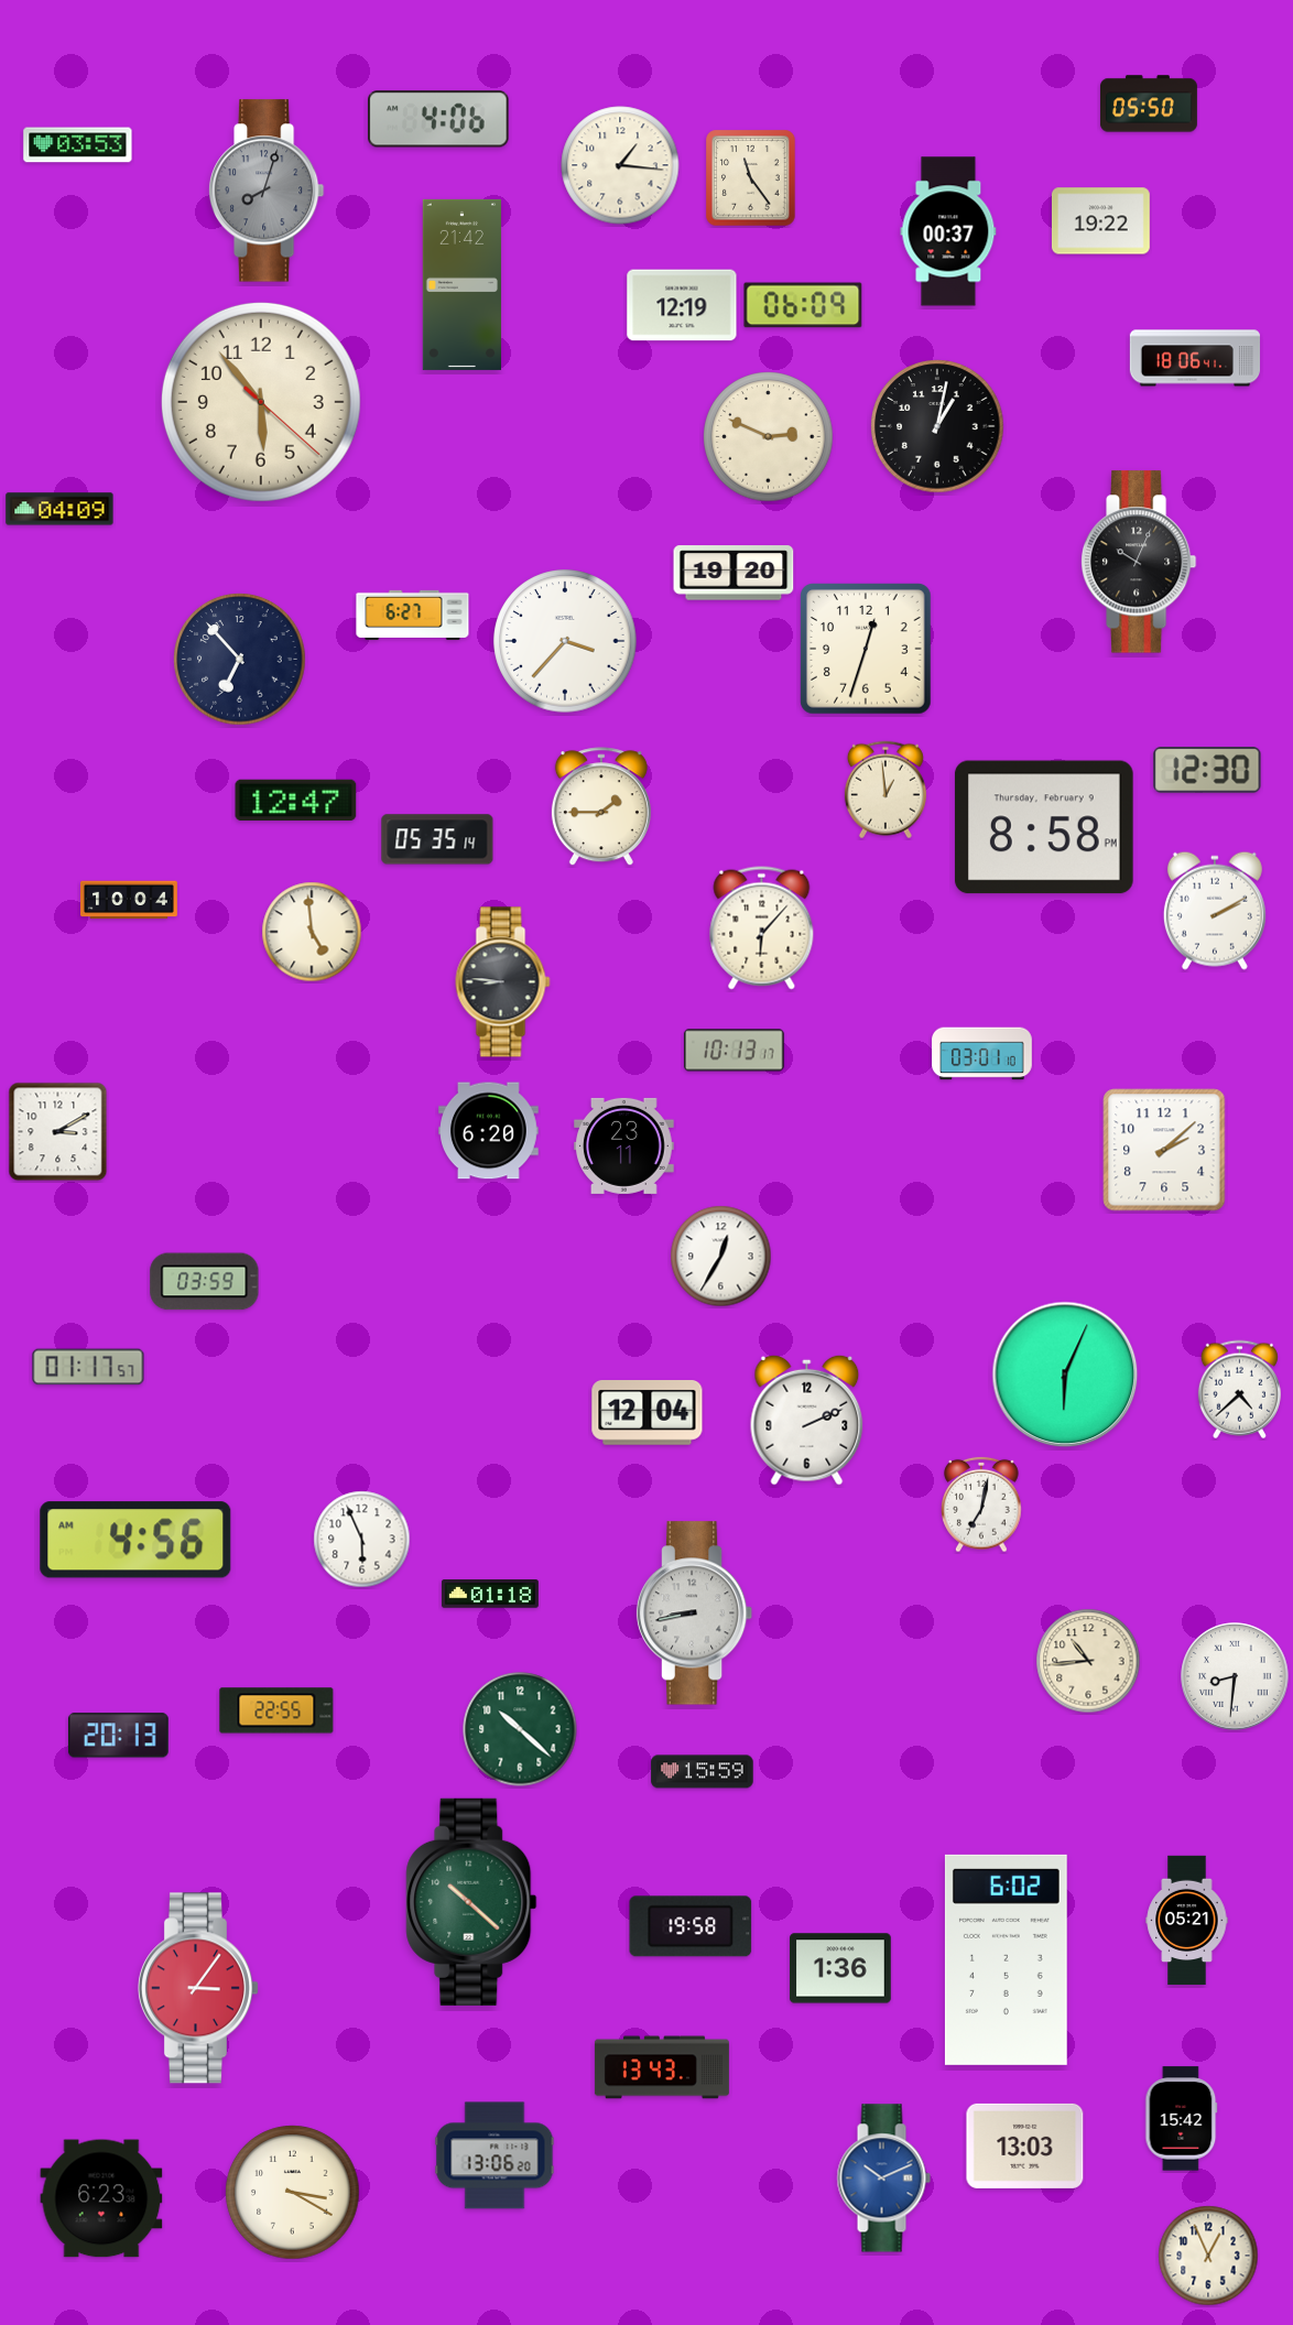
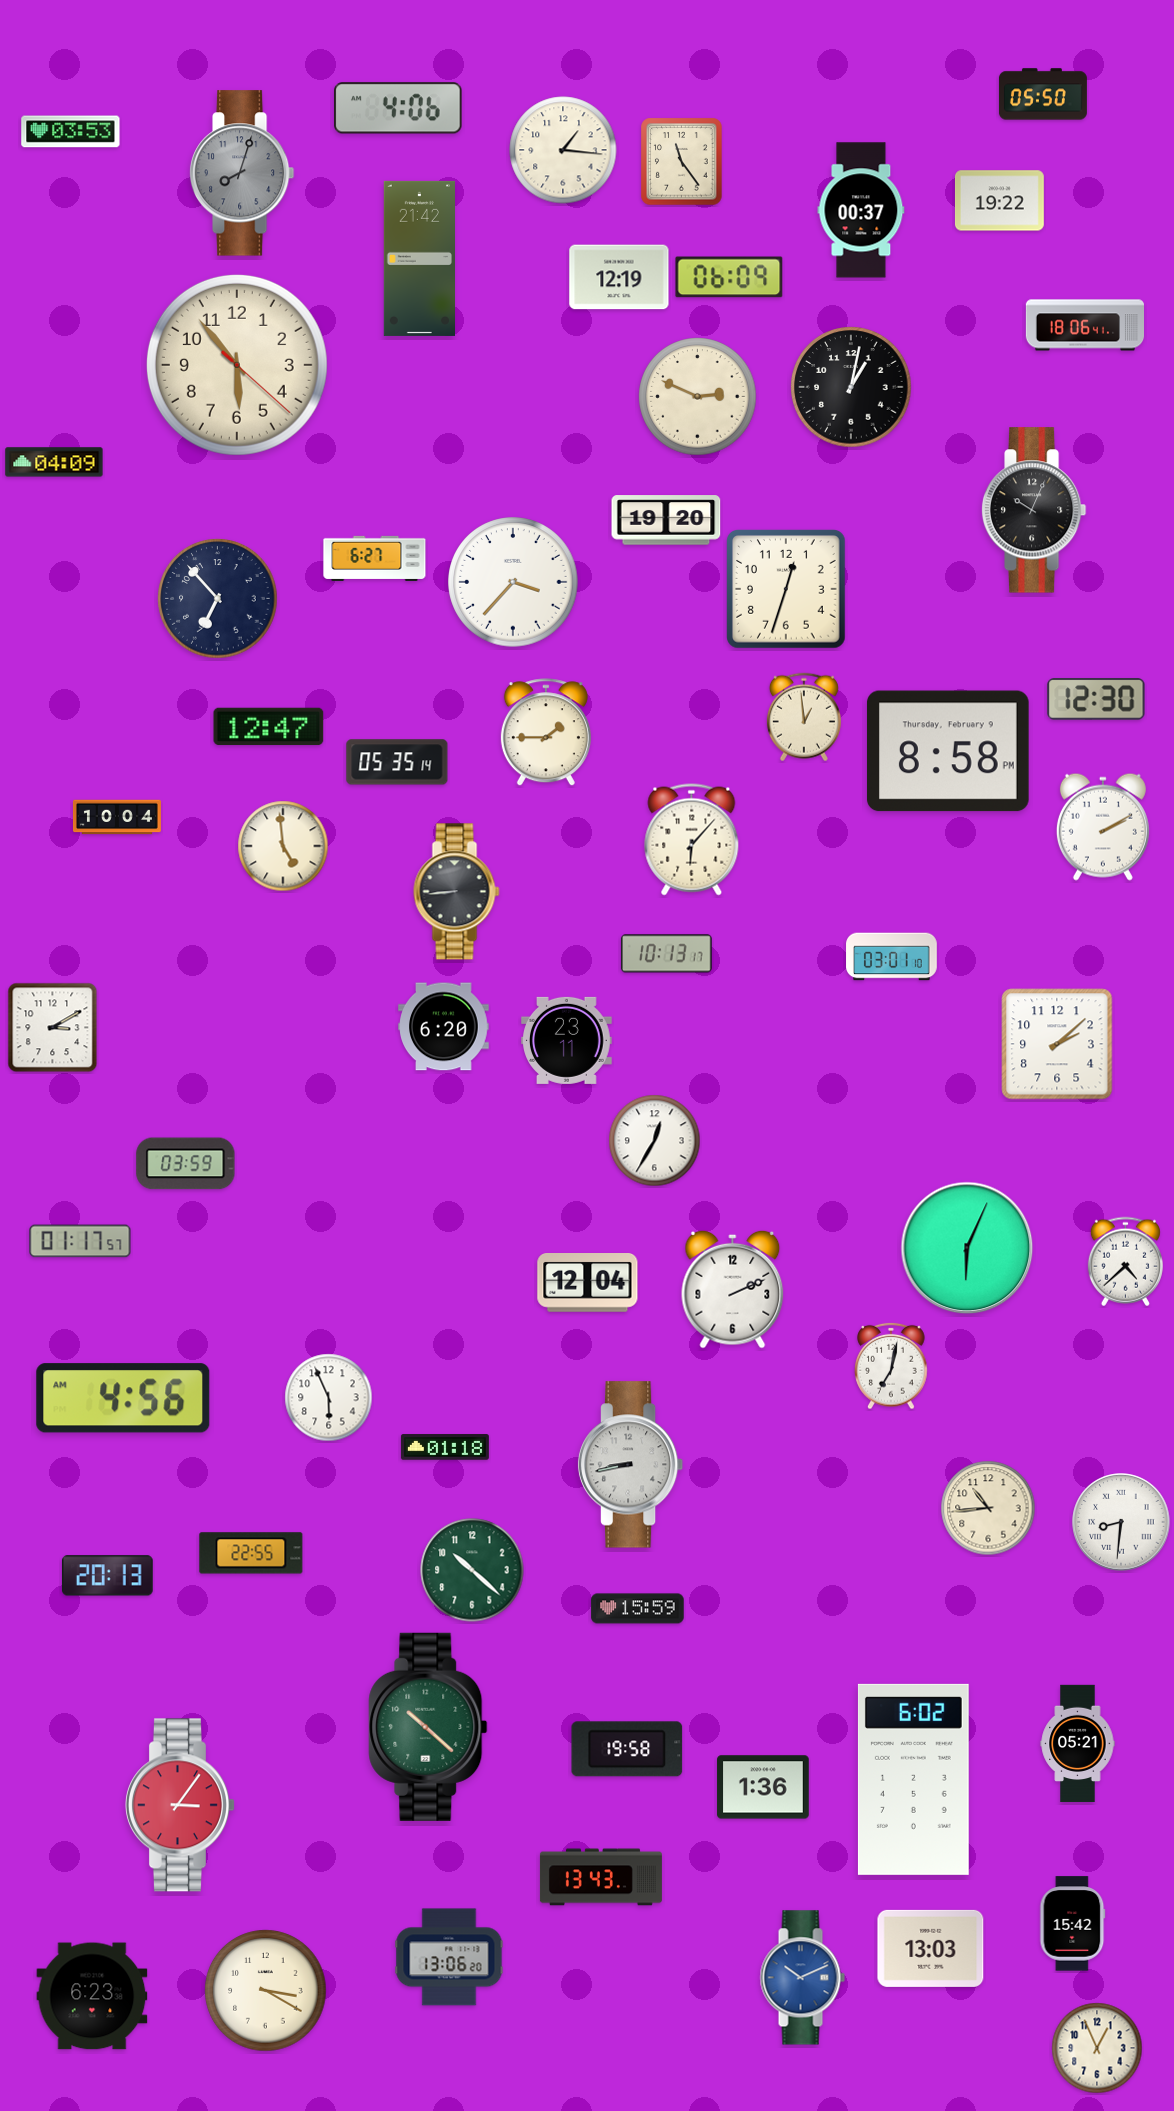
clock at (762, 928) position: (762, 928) -> (692, 840)
clock at (503, 982): 8:46 -> 8:44
